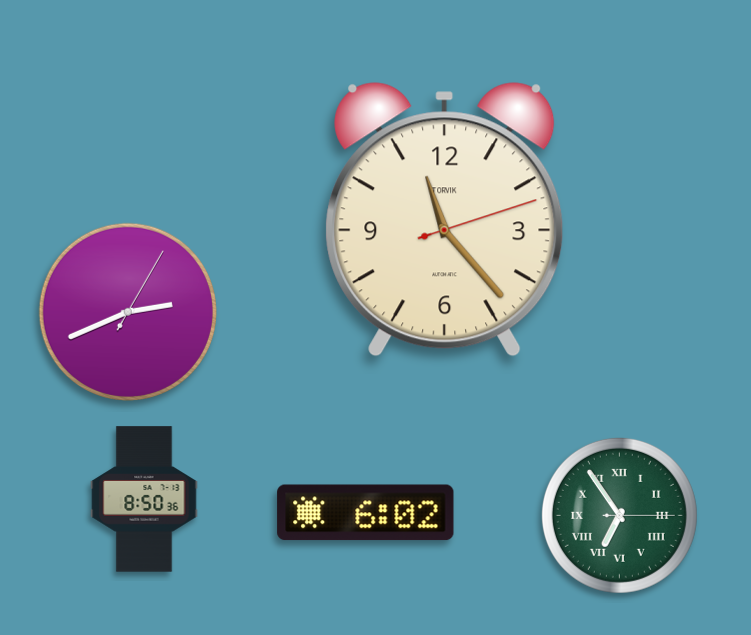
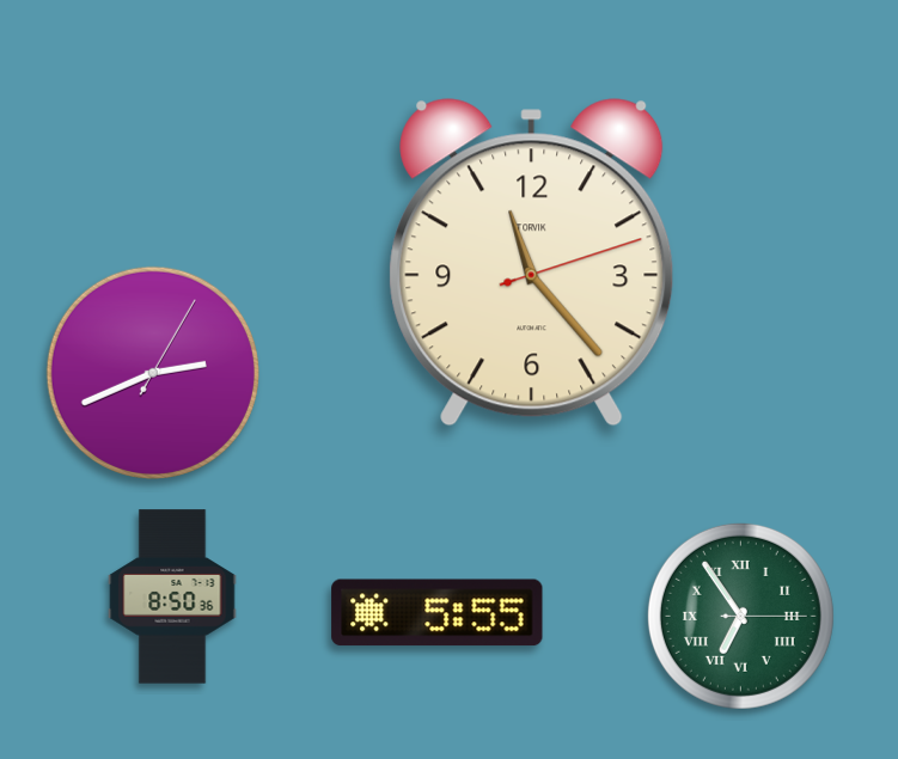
clock at (366, 513): 6:02 -> 5:55
